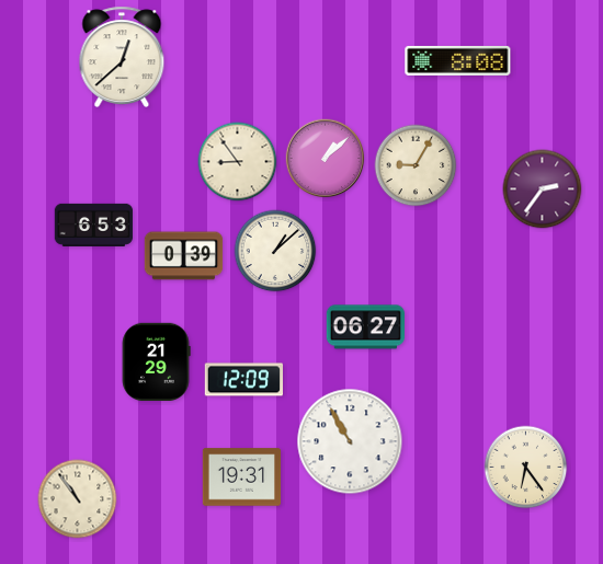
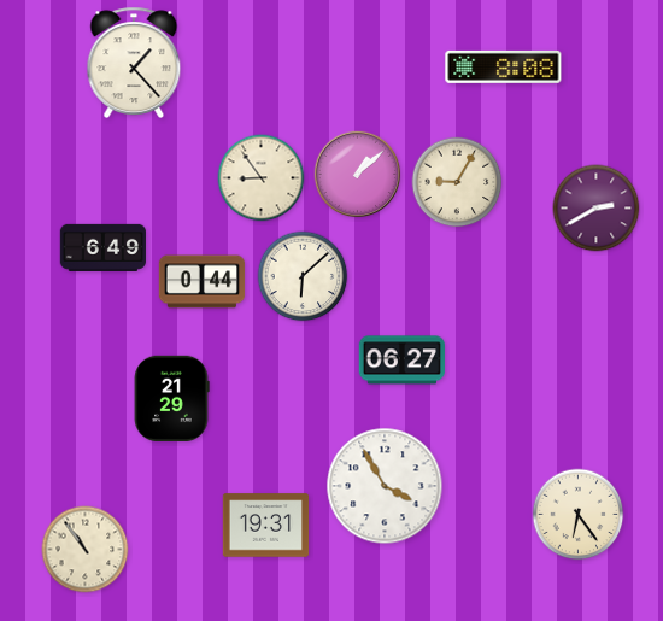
clock at (122, 56): 12:38 -> 1:23
clock at (543, 189): 2:36 -> 2:40
clock at (93, 225): 6:53 -> 6:49
clock at (275, 251): 1:08 -> 6:08
clock at (184, 256): 0:39 -> 0:44
clock at (243, 380): 12:09 -> none
clock at (350, 441): 10:55 -> 3:55
